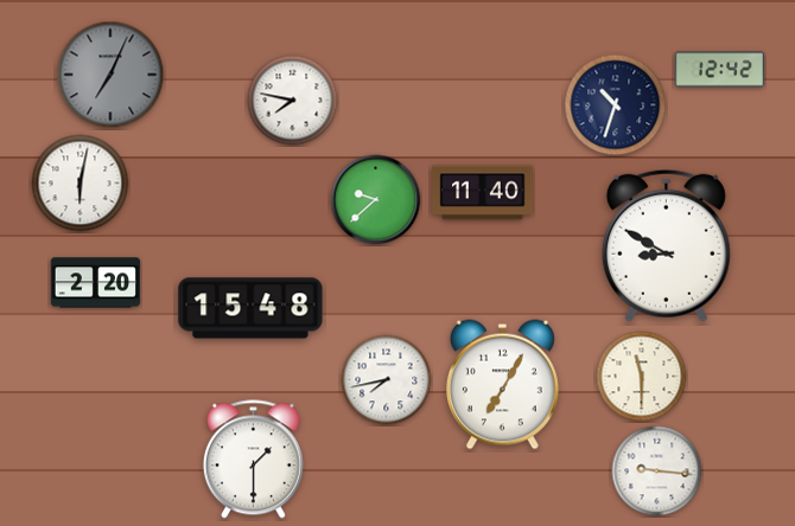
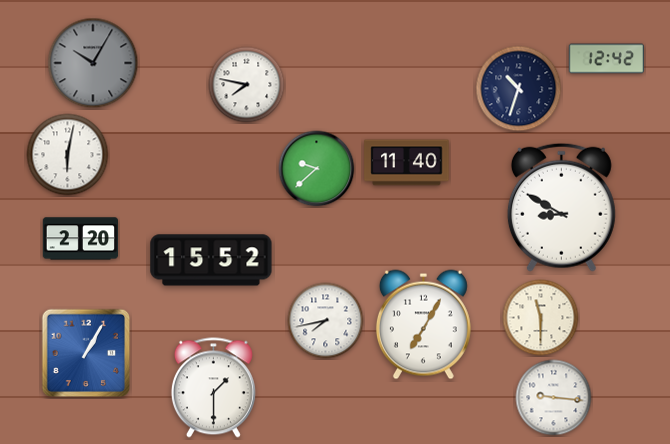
clock at (110, 75): 7:04 -> 10:05
clock at (250, 308): 15:48 -> 15:52
clock at (86, 353): none -> 1:05
